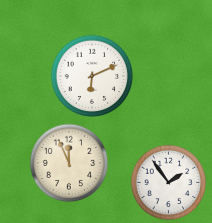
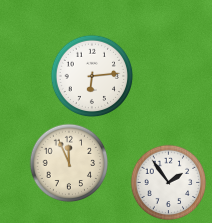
clock at (92, 76): 6:11 -> 6:14
